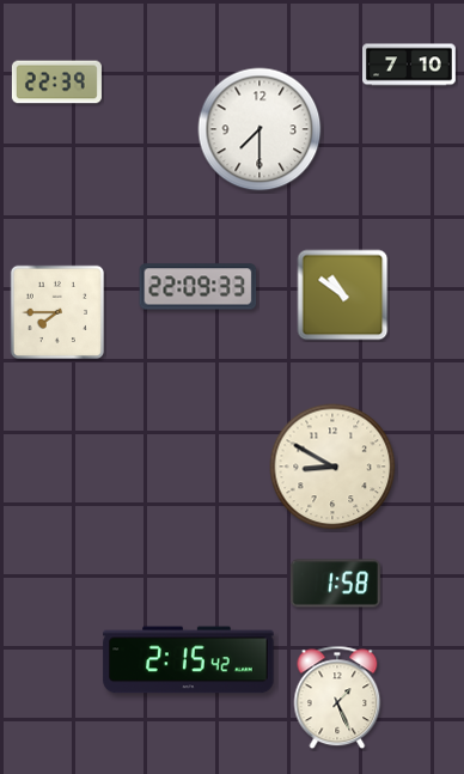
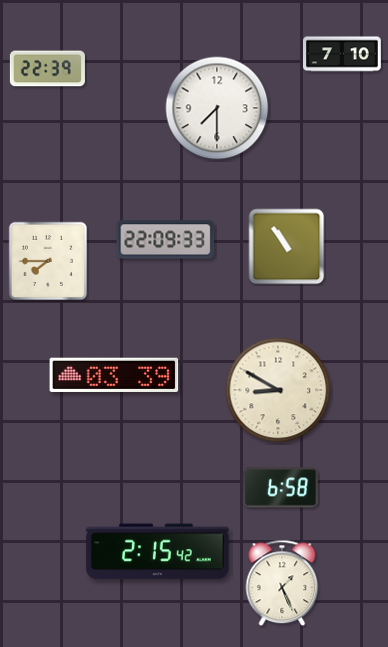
clock at (343, 295): 10:51 -> 10:54
clock at (114, 374): none -> 03:39
clock at (335, 584): 1:58 -> 6:58
